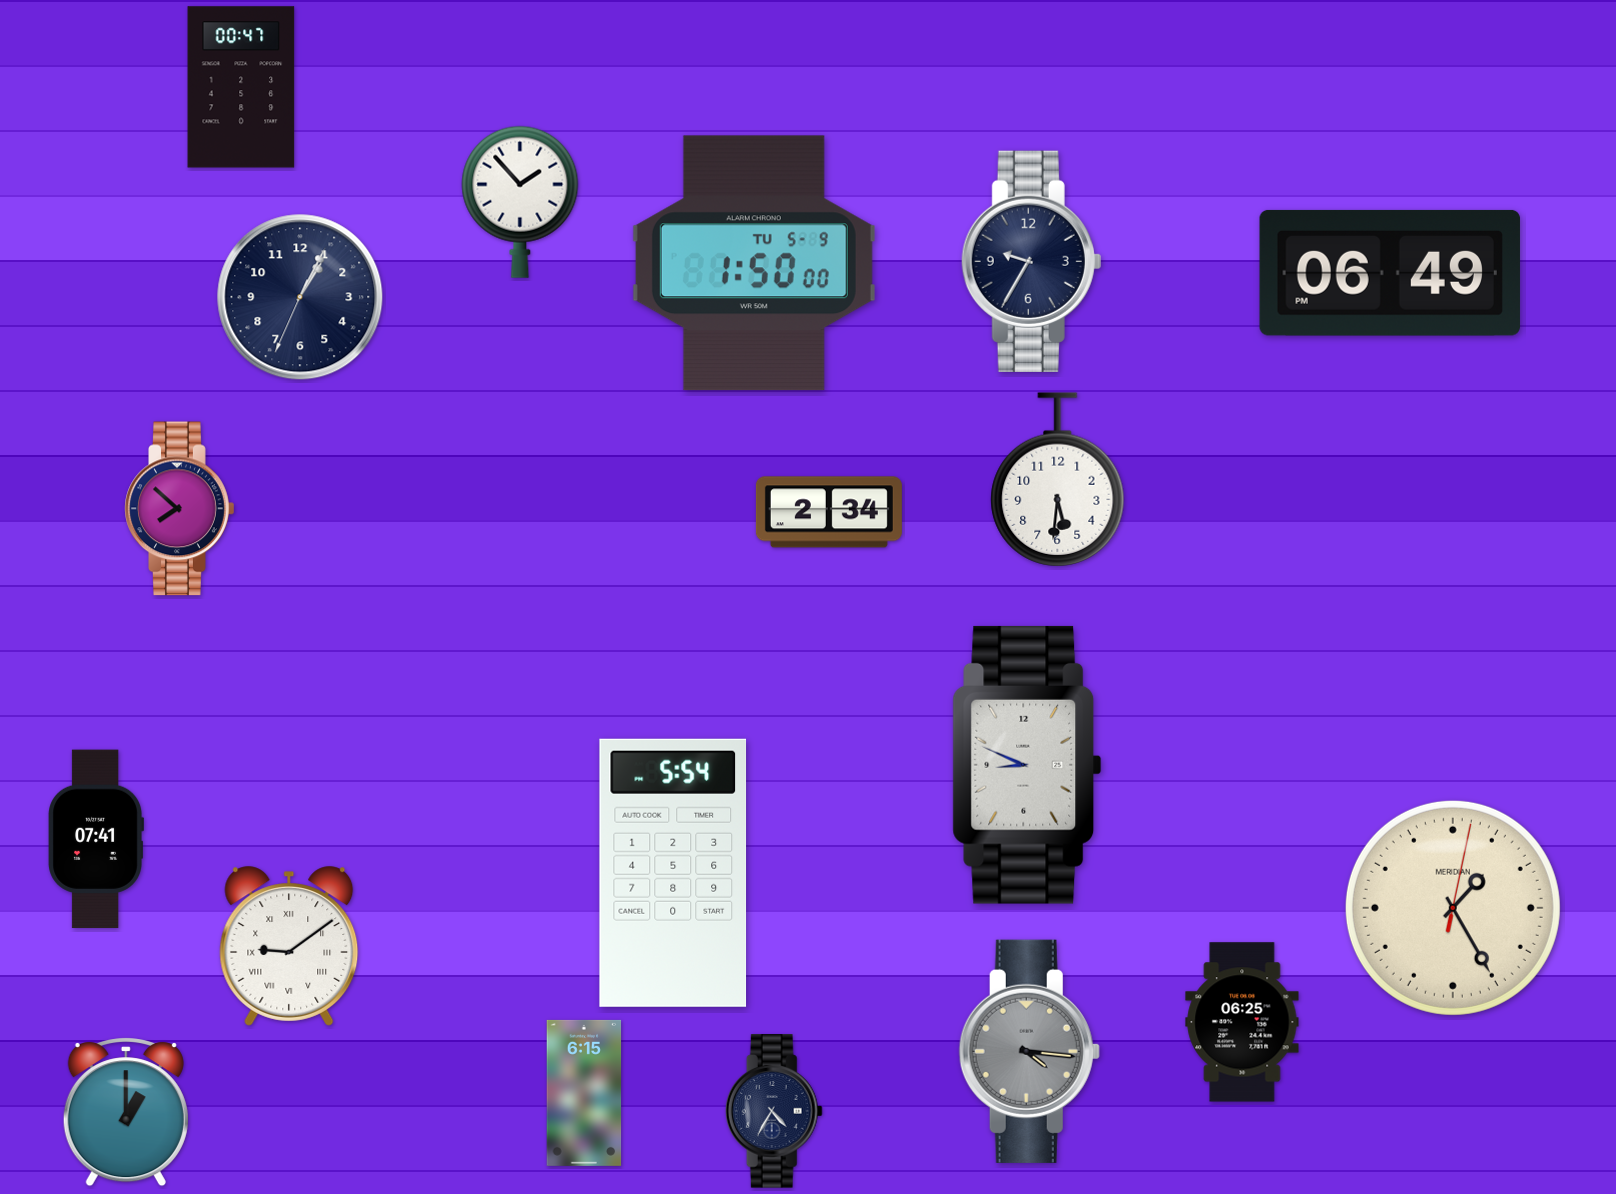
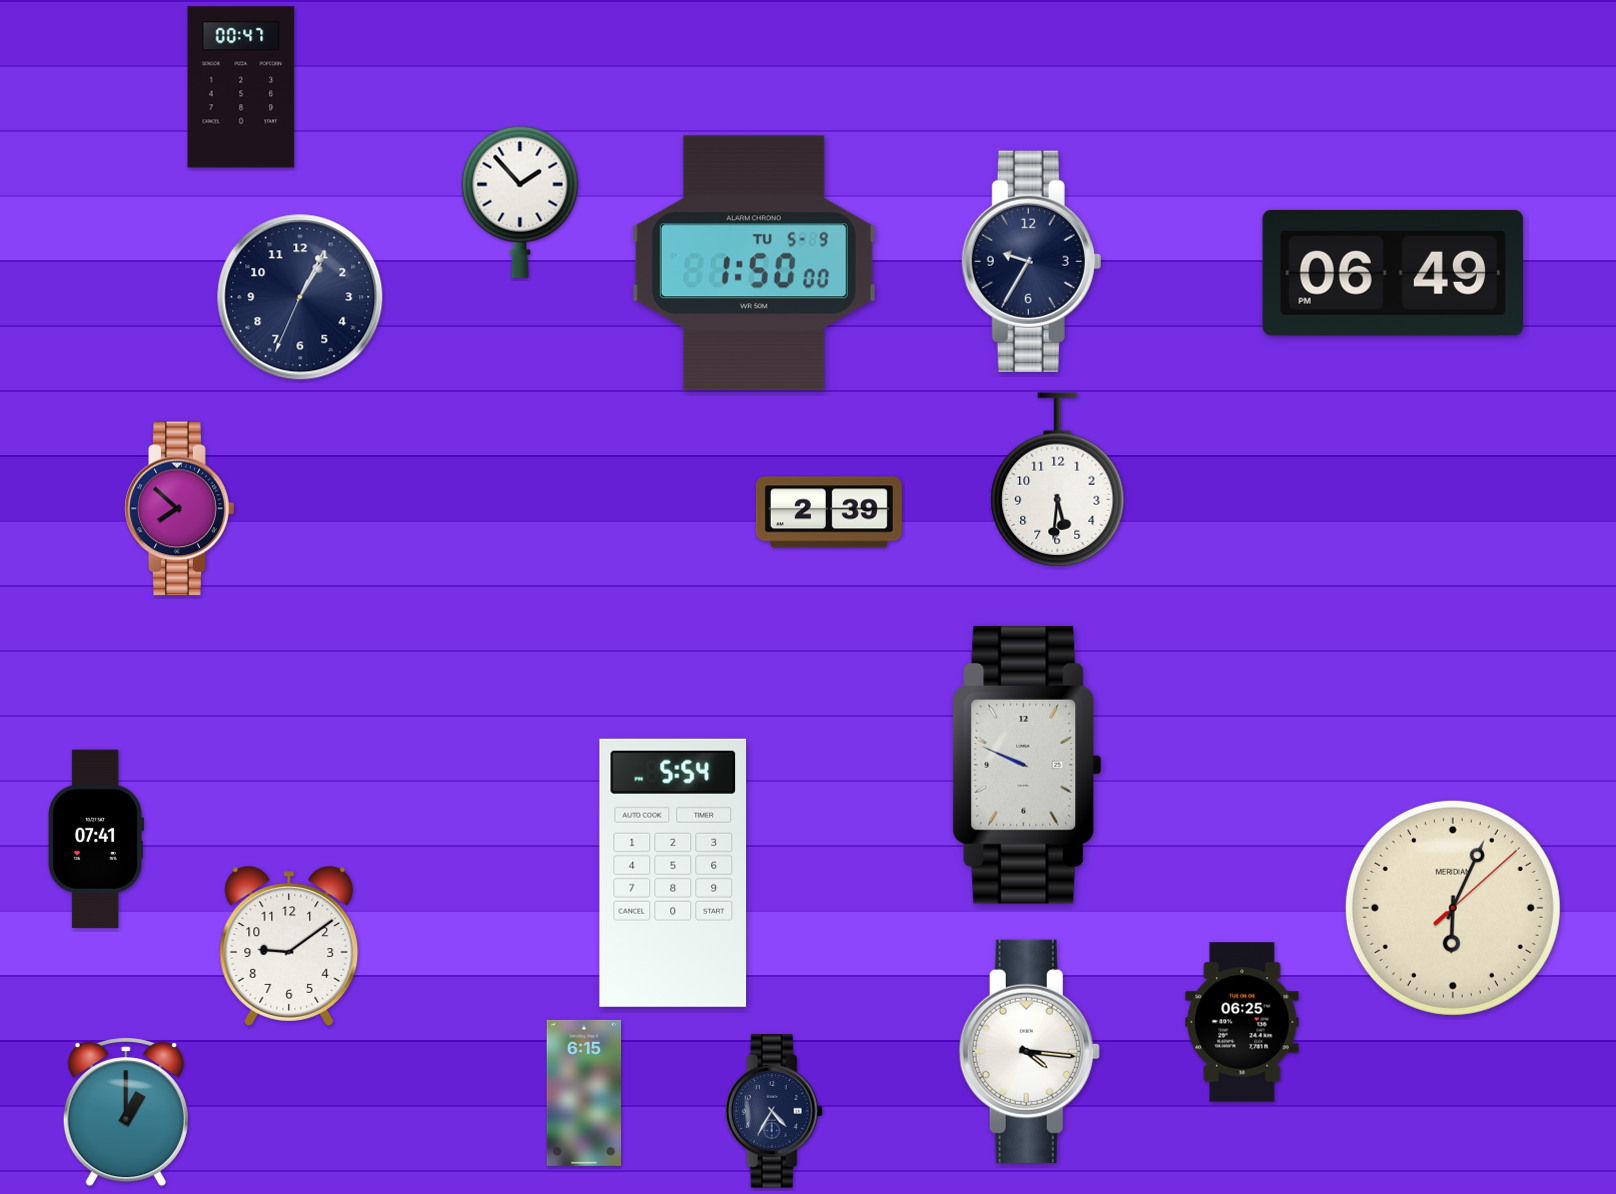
clock at (1390, 273) position: (1390, 273) -> (1393, 273)
clock at (829, 512): 2:34 -> 2:39
clock at (1027, 765): 8:49 -> 9:49
clock at (1453, 908): 1:25 -> 6:04
clock at (289, 946) numerals: Roman -> Arabic
clock at (1029, 1051) dial: grey -> white
